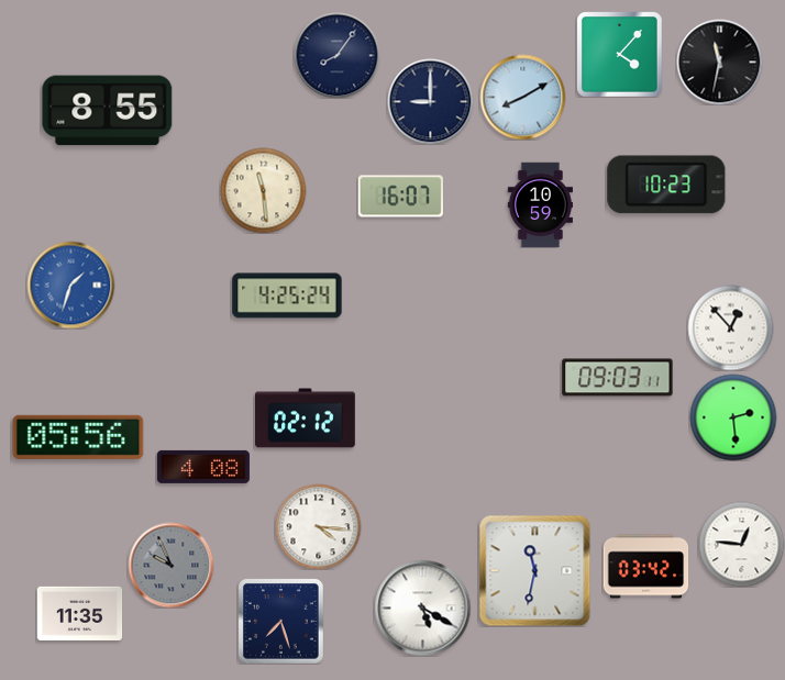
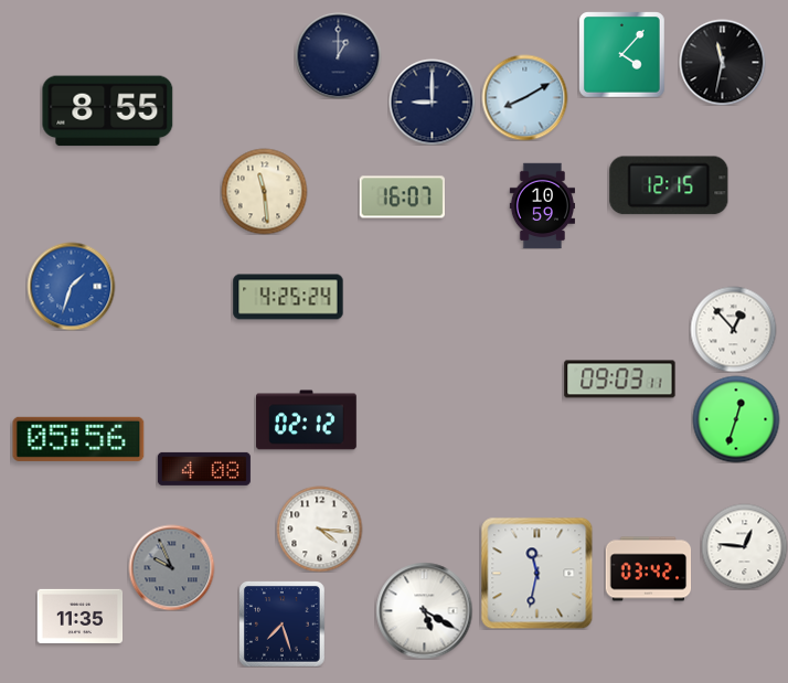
clock at (336, 55): 8:06 -> 1:00
clock at (666, 185): 10:23 -> 12:15
clock at (733, 417): 2:29 -> 12:33
